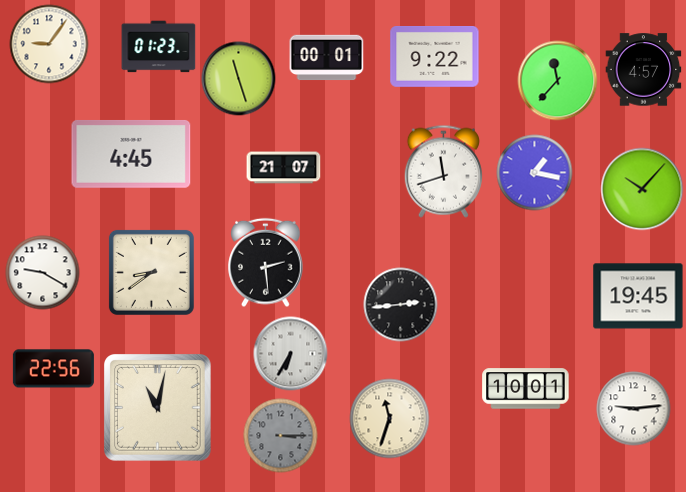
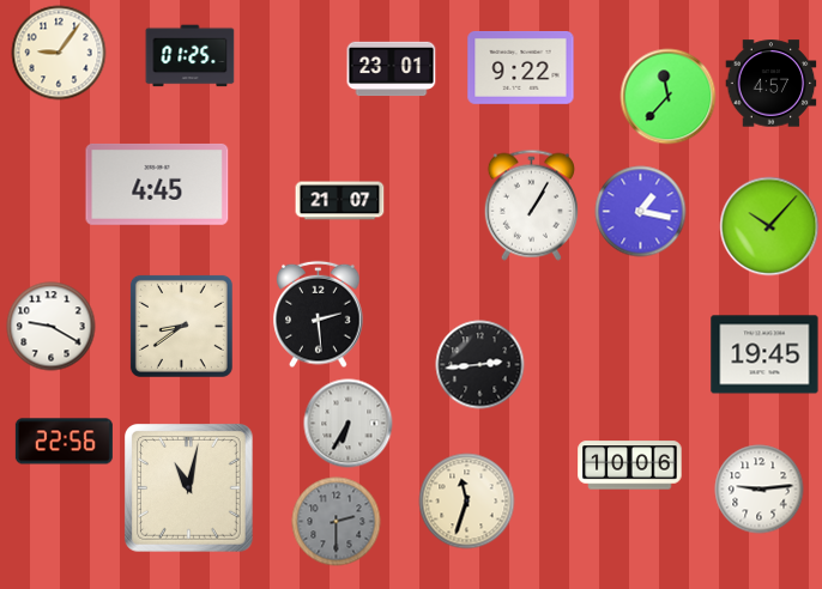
clock at (159, 47): 01:23 -> 01:25
clock at (327, 58): 00:01 -> 23:01
clock at (239, 79): 11:27 -> none
clock at (443, 171): 11:42 -> 1:05
clock at (535, 173) position: (535, 173) -> (641, 212)
clock at (526, 389): 10:01 -> 10:06
clock at (281, 436): 3:15 -> 2:30
